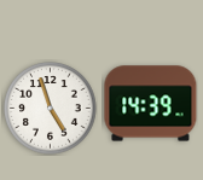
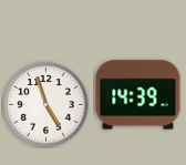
clock at (51, 109) position: (51, 109) -> (46, 105)
